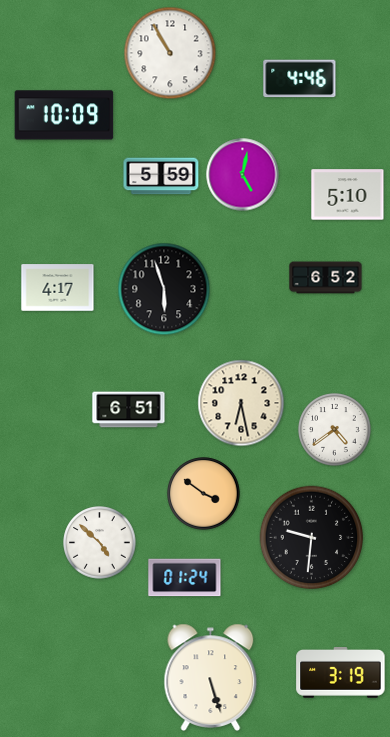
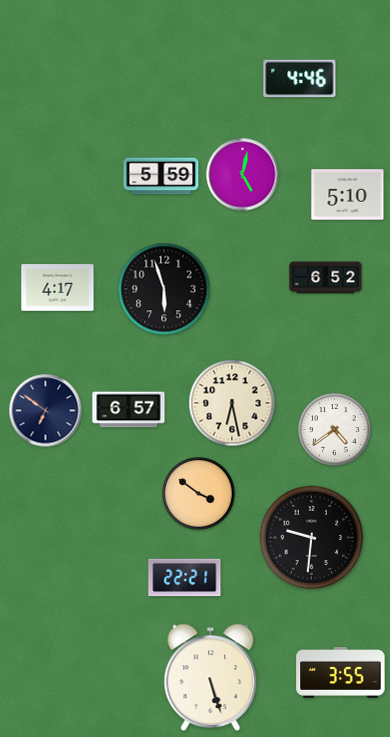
clock at (170, 53): 10:55 -> none
clock at (64, 115): 10:09 -> none
clock at (241, 403) position: (241, 403) -> (232, 403)
clock at (129, 410): 6:51 -> 6:57
clock at (46, 411): none -> 6:51
clock at (204, 494) position: (204, 494) -> (199, 494)
clock at (100, 543): 4:52 -> none
clock at (185, 578): 01:24 -> 22:21
clock at (341, 673): 3:19 -> 3:55
